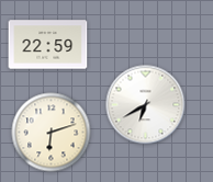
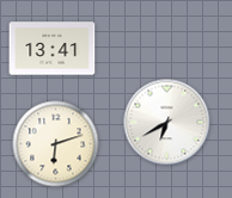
clock at (48, 45): 22:59 -> 13:41
clock at (146, 105) position: (146, 105) -> (167, 123)
